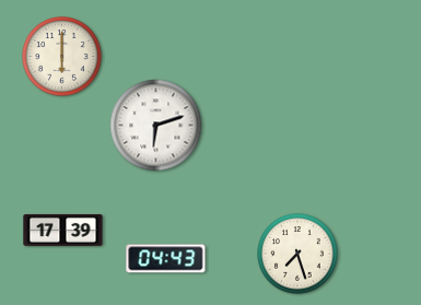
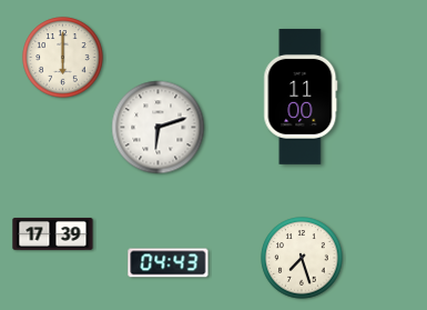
clock at (301, 97): none -> 11:00
clock at (63, 230) position: (63, 230) -> (53, 233)
